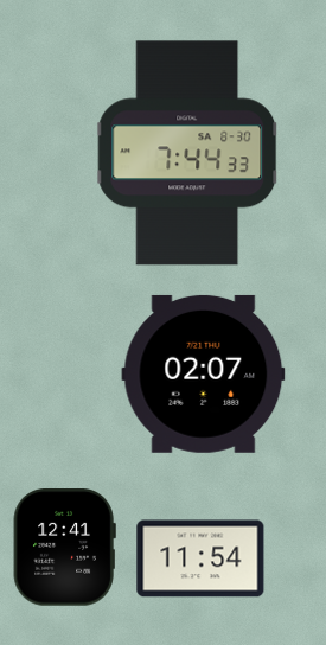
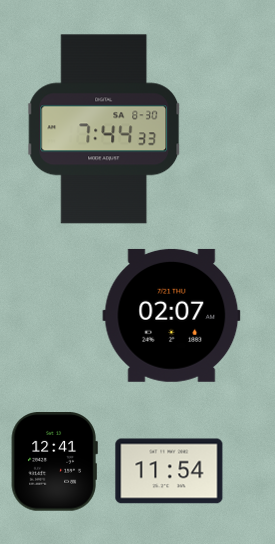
clock at (188, 153) position: (188, 153) -> (105, 129)
